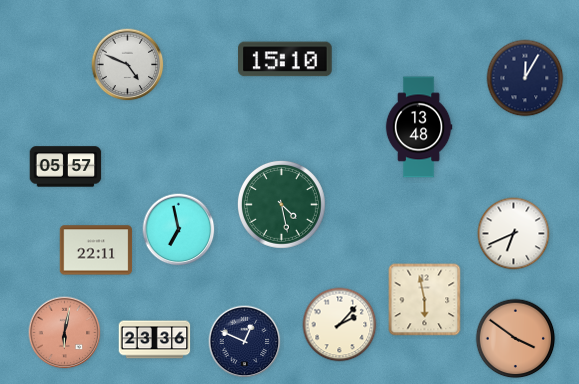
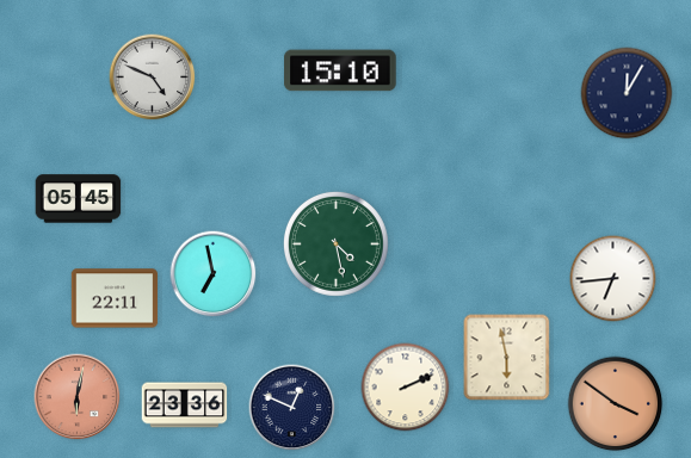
clock at (419, 127): 13:48 -> none
clock at (66, 167): 05:57 -> 05:45
clock at (514, 234): 6:41 -> 6:44
clock at (340, 325): 2:07 -> 2:11
